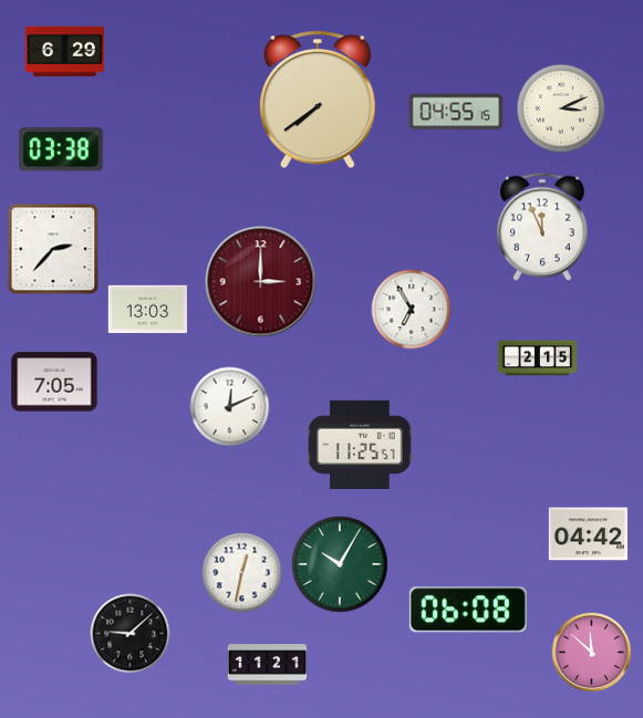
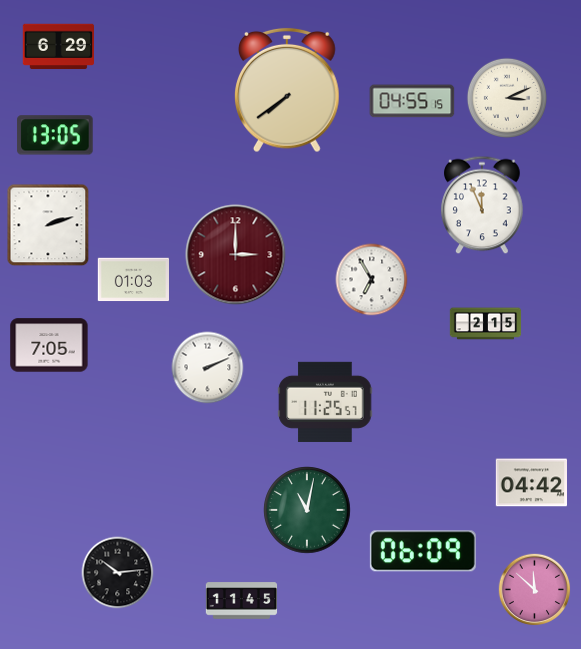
clock at (61, 149): 03:38 -> 13:05
clock at (542, 227) position: (542, 227) -> (482, 205)
clock at (53, 249): 2:37 -> 2:12
clock at (147, 310): 13:03 -> 01:03
clock at (230, 407): 12:11 -> 2:11
clock at (340, 564): 10:05 -> 11:02
clock at (242, 573): 12:32 -> none
clock at (468, 610): 06:08 -> 06:09
clock at (131, 634): 9:08 -> 10:14
clock at (268, 665): 11:21 -> 11:45
